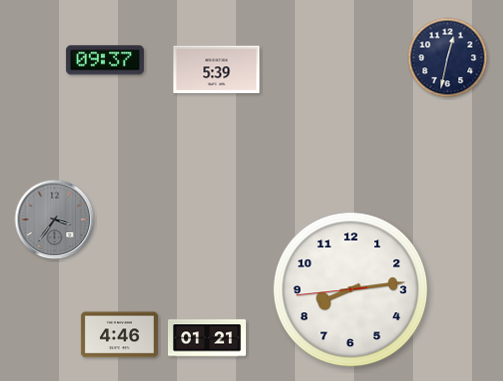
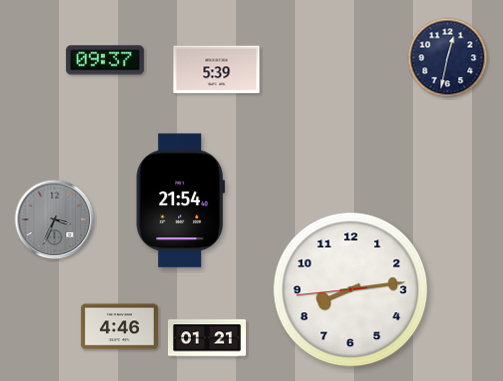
clock at (180, 201): none -> 21:54
clock at (55, 220): 3:36 -> 3:34
clock at (119, 335) position: (119, 335) -> (119, 327)
